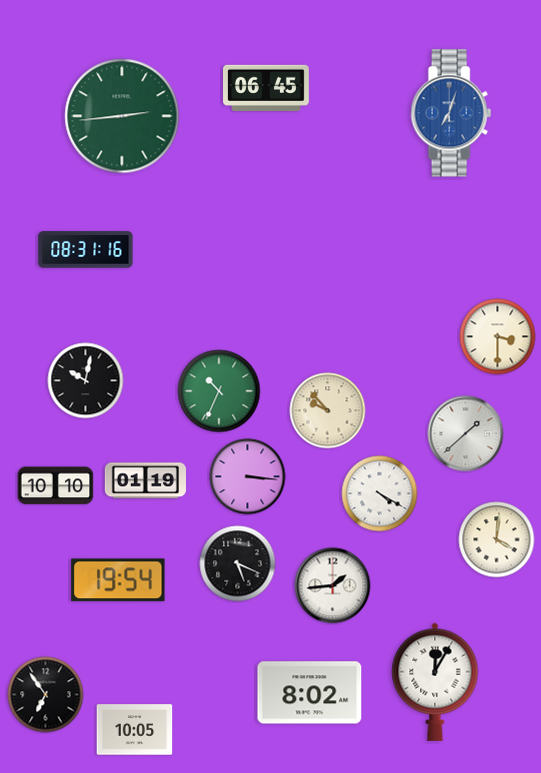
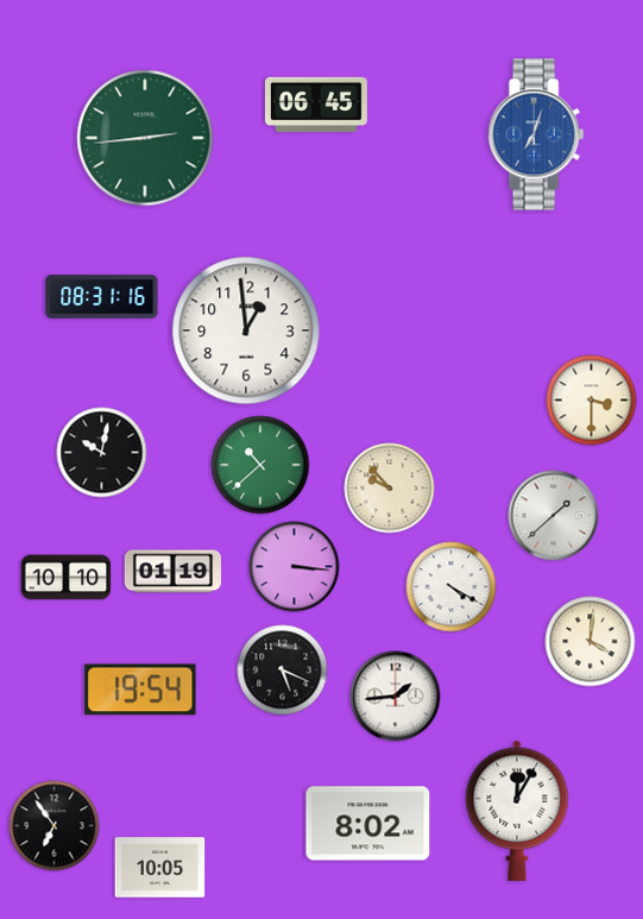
clock at (246, 331): none -> 12:59
clock at (219, 391): 10:34 -> 10:38
